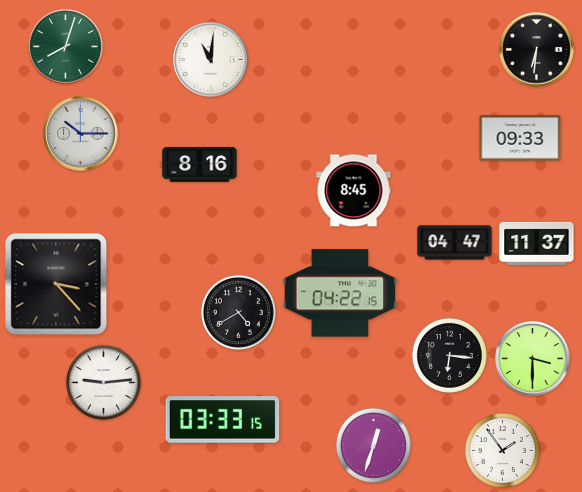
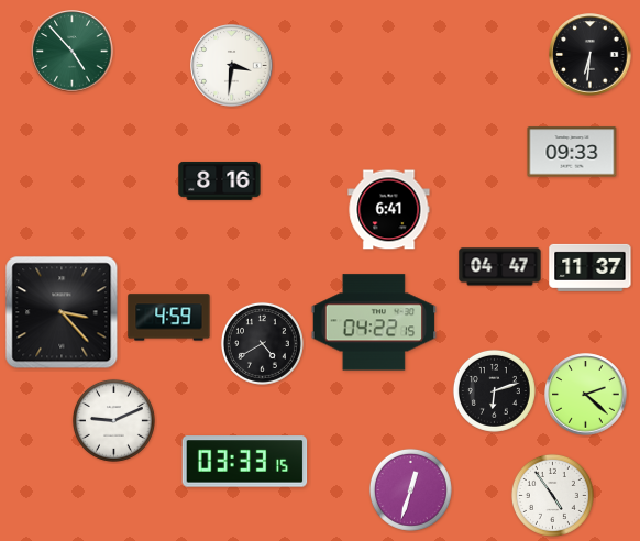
clock at (66, 47): 8:03 -> 4:53
clock at (211, 60): 11:01 -> 3:31
clock at (81, 134): 10:15 -> none
clock at (354, 191): 8:45 -> 6:41
clock at (169, 318): none -> 4:59
clock at (449, 355): 6:16 -> 6:12
clock at (533, 359): 3:30 -> 2:22
clock at (103, 382): 9:14 -> 9:11
clock at (502, 450): 1:54 -> 4:54
